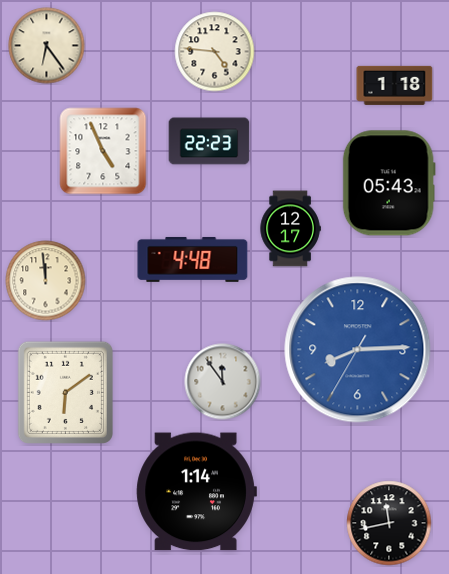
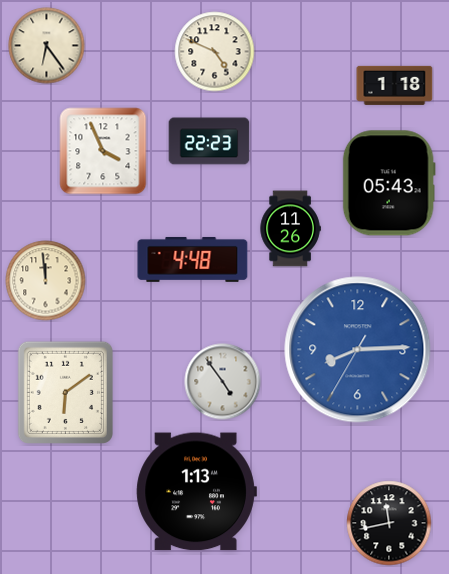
clock at (215, 52): 4:46 -> 4:49
clock at (103, 151): 4:56 -> 3:56
clock at (290, 229): 12:17 -> 11:26
clock at (223, 382): 11:54 -> 4:54
clock at (196, 492): 1:14 -> 1:13
